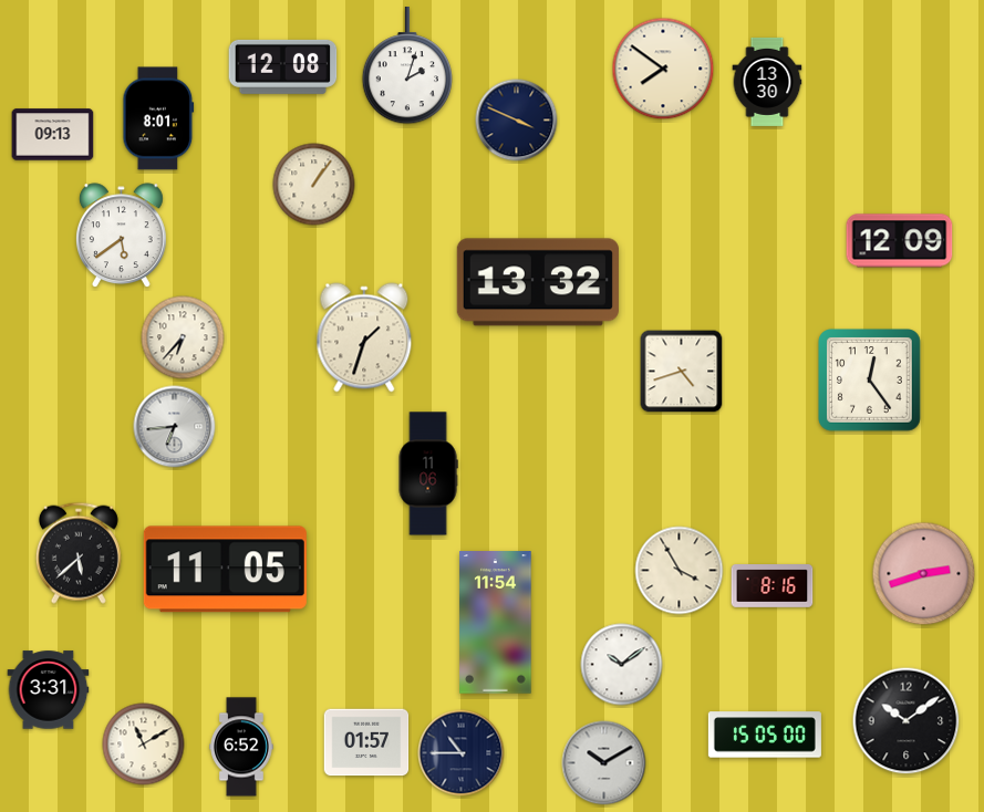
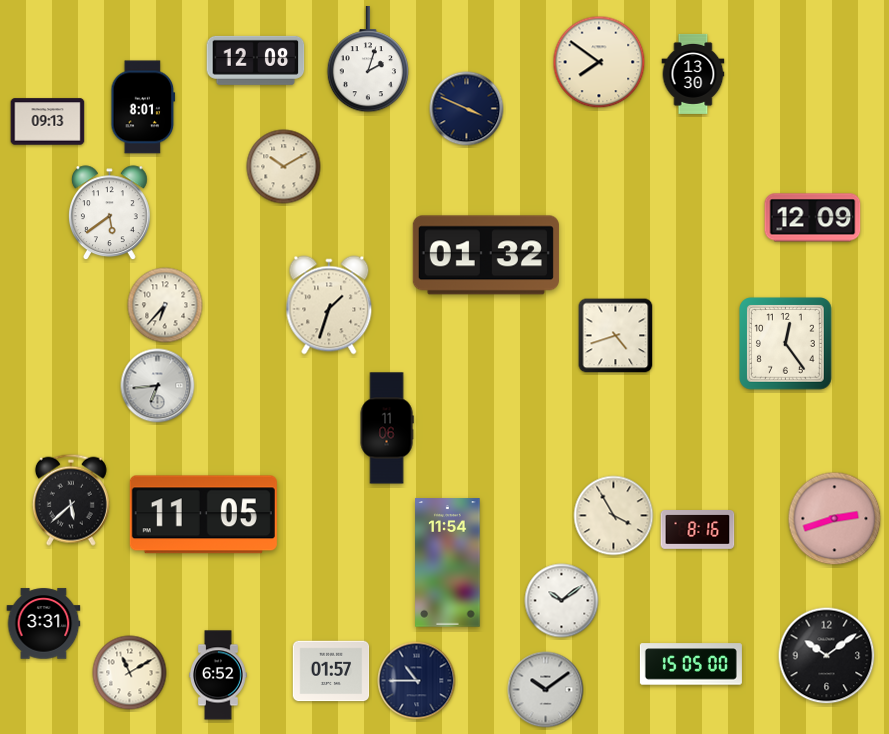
clock at (314, 185): 1:06 -> 10:10
clock at (538, 282): 13:32 -> 01:32
clock at (907, 721) position: (907, 721) -> (827, 656)
clock at (604, 763): 10:10 -> 10:09
